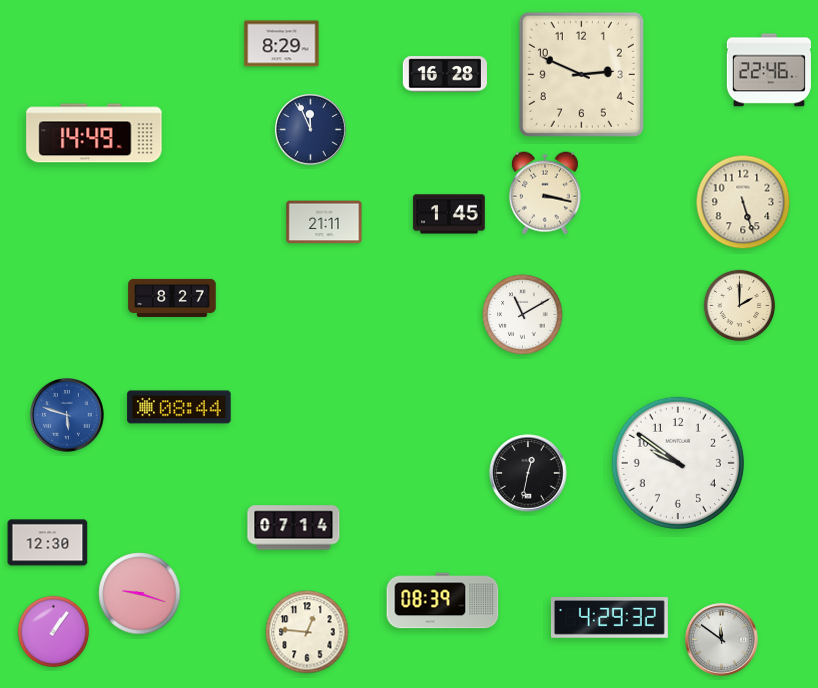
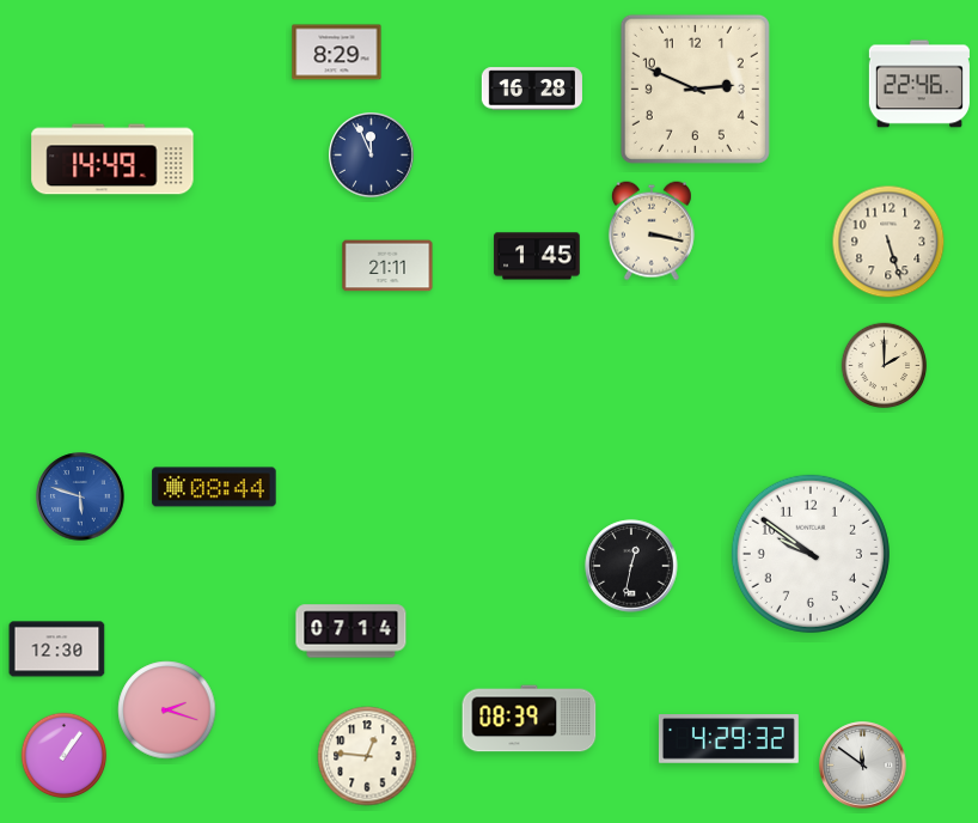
clock at (172, 298): 8:27 -> none
clock at (523, 315): 11:10 -> none
clock at (140, 594): 9:18 -> 2:18
